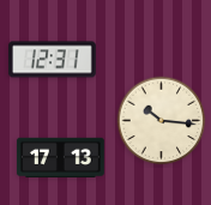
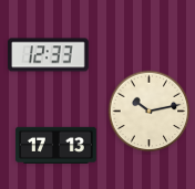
clock at (53, 60): 12:31 -> 12:33
clock at (162, 121): 10:16 -> 10:13
